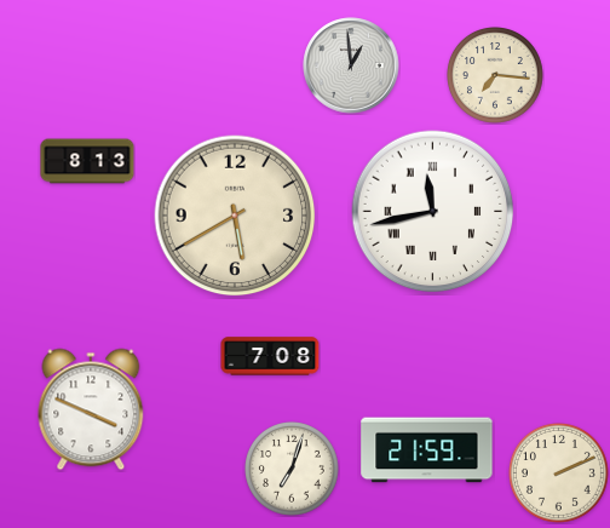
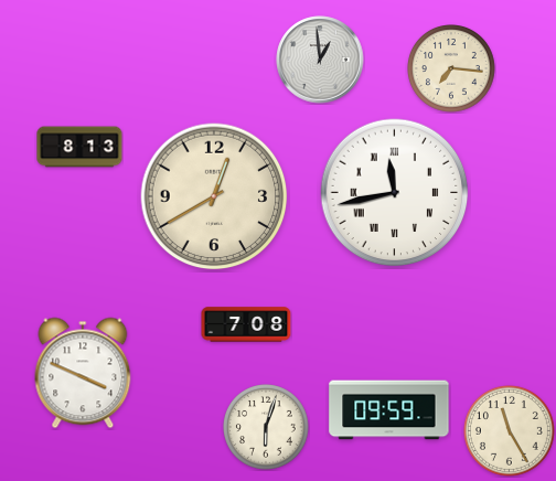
clock at (235, 216): 5:40 -> 12:40
clock at (427, 450): 21:59 -> 09:59
clock at (293, 470): 7:03 -> 6:03
clock at (558, 472): 2:11 -> 11:25
